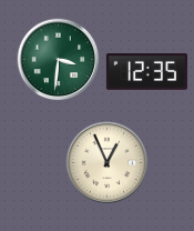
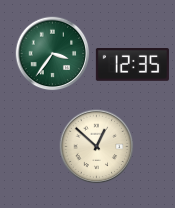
clock at (59, 60): 3:31 -> 3:36
clock at (108, 163): 12:56 -> 12:52
